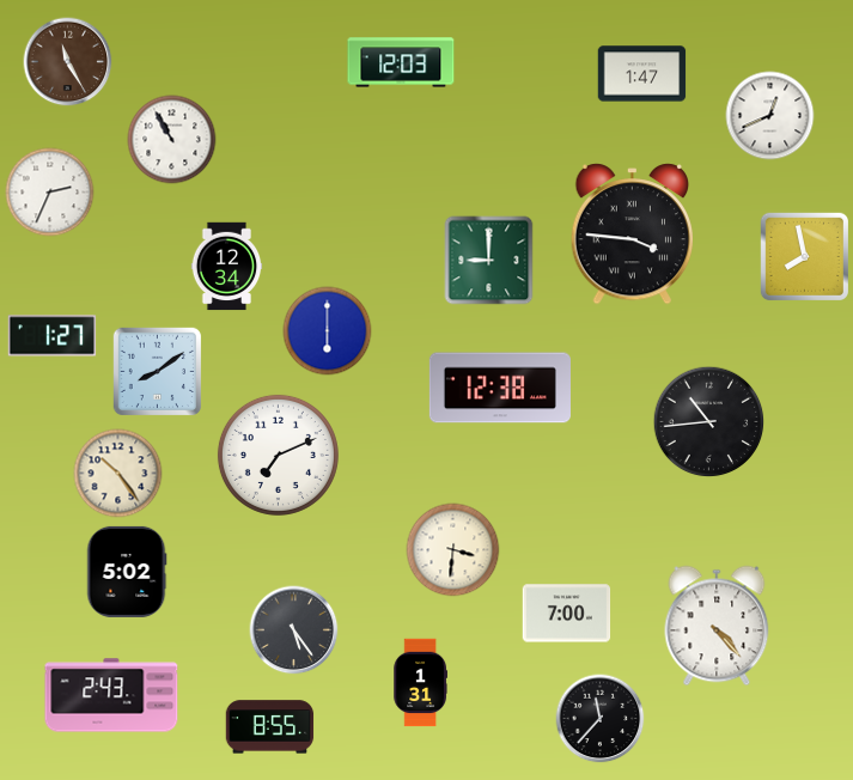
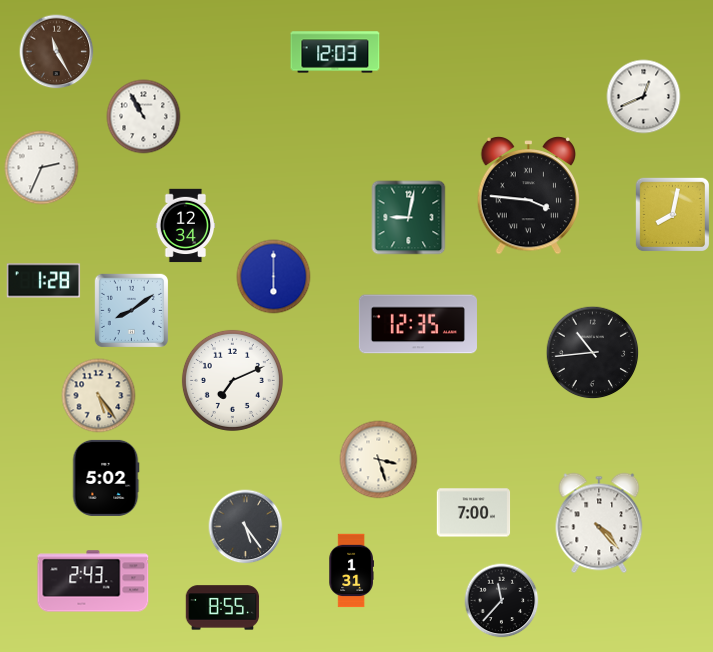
clock at (642, 74): 1:47 -> none
clock at (50, 193) position: (50, 193) -> (42, 168)
clock at (804, 256): 7:58 -> 8:02
clock at (489, 261): 9:00 -> 9:02
clock at (227, 267) position: (227, 267) -> (186, 226)
clock at (53, 336): 1:27 -> 1:28
clock at (500, 388): 12:38 -> 12:35
clock at (118, 474): 10:24 -> 5:24
clock at (453, 550): 3:31 -> 3:27
clock at (270, 727) position: (270, 727) -> (223, 608)
